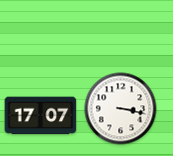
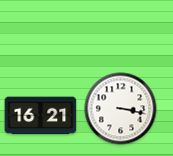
clock at (41, 116): 17:07 -> 16:21
